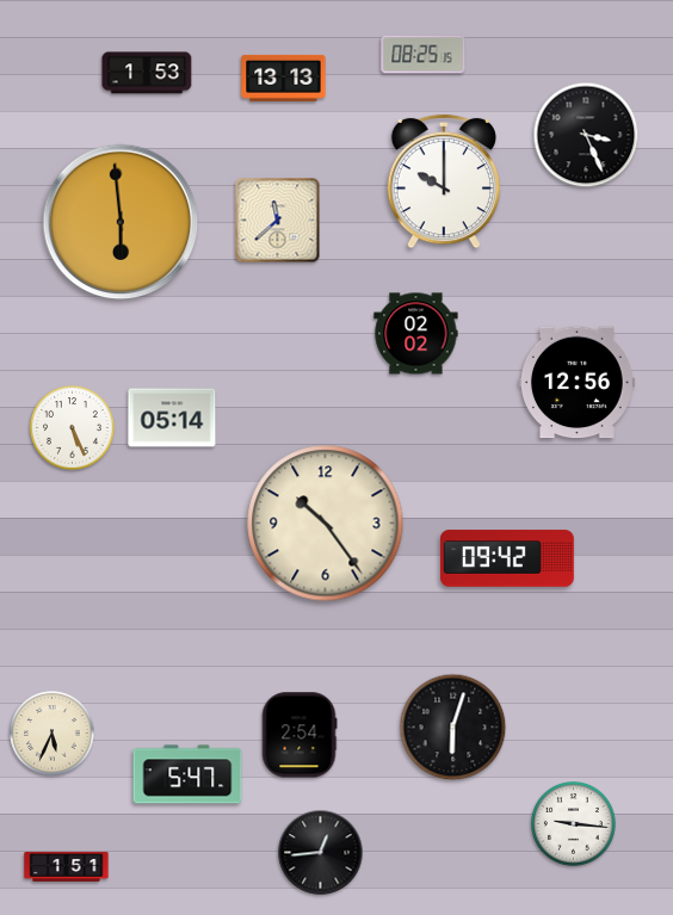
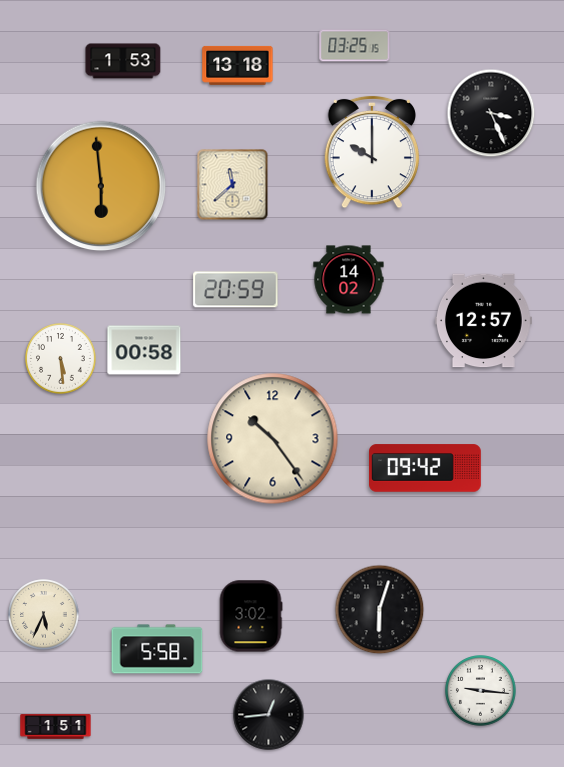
clock at (424, 55): 08:25 -> 03:25
clock at (284, 78): 13:13 -> 13:18
clock at (416, 334): 02:02 -> 14:02
clock at (236, 290): none -> 20:59
clock at (576, 383): 12:56 -> 12:57
clock at (172, 418): 05:14 -> 00:58
clock at (73, 428): 5:26 -> 5:29
clock at (300, 735): 2:54 -> 3:02
clock at (187, 774): 5:47 -> 5:58
